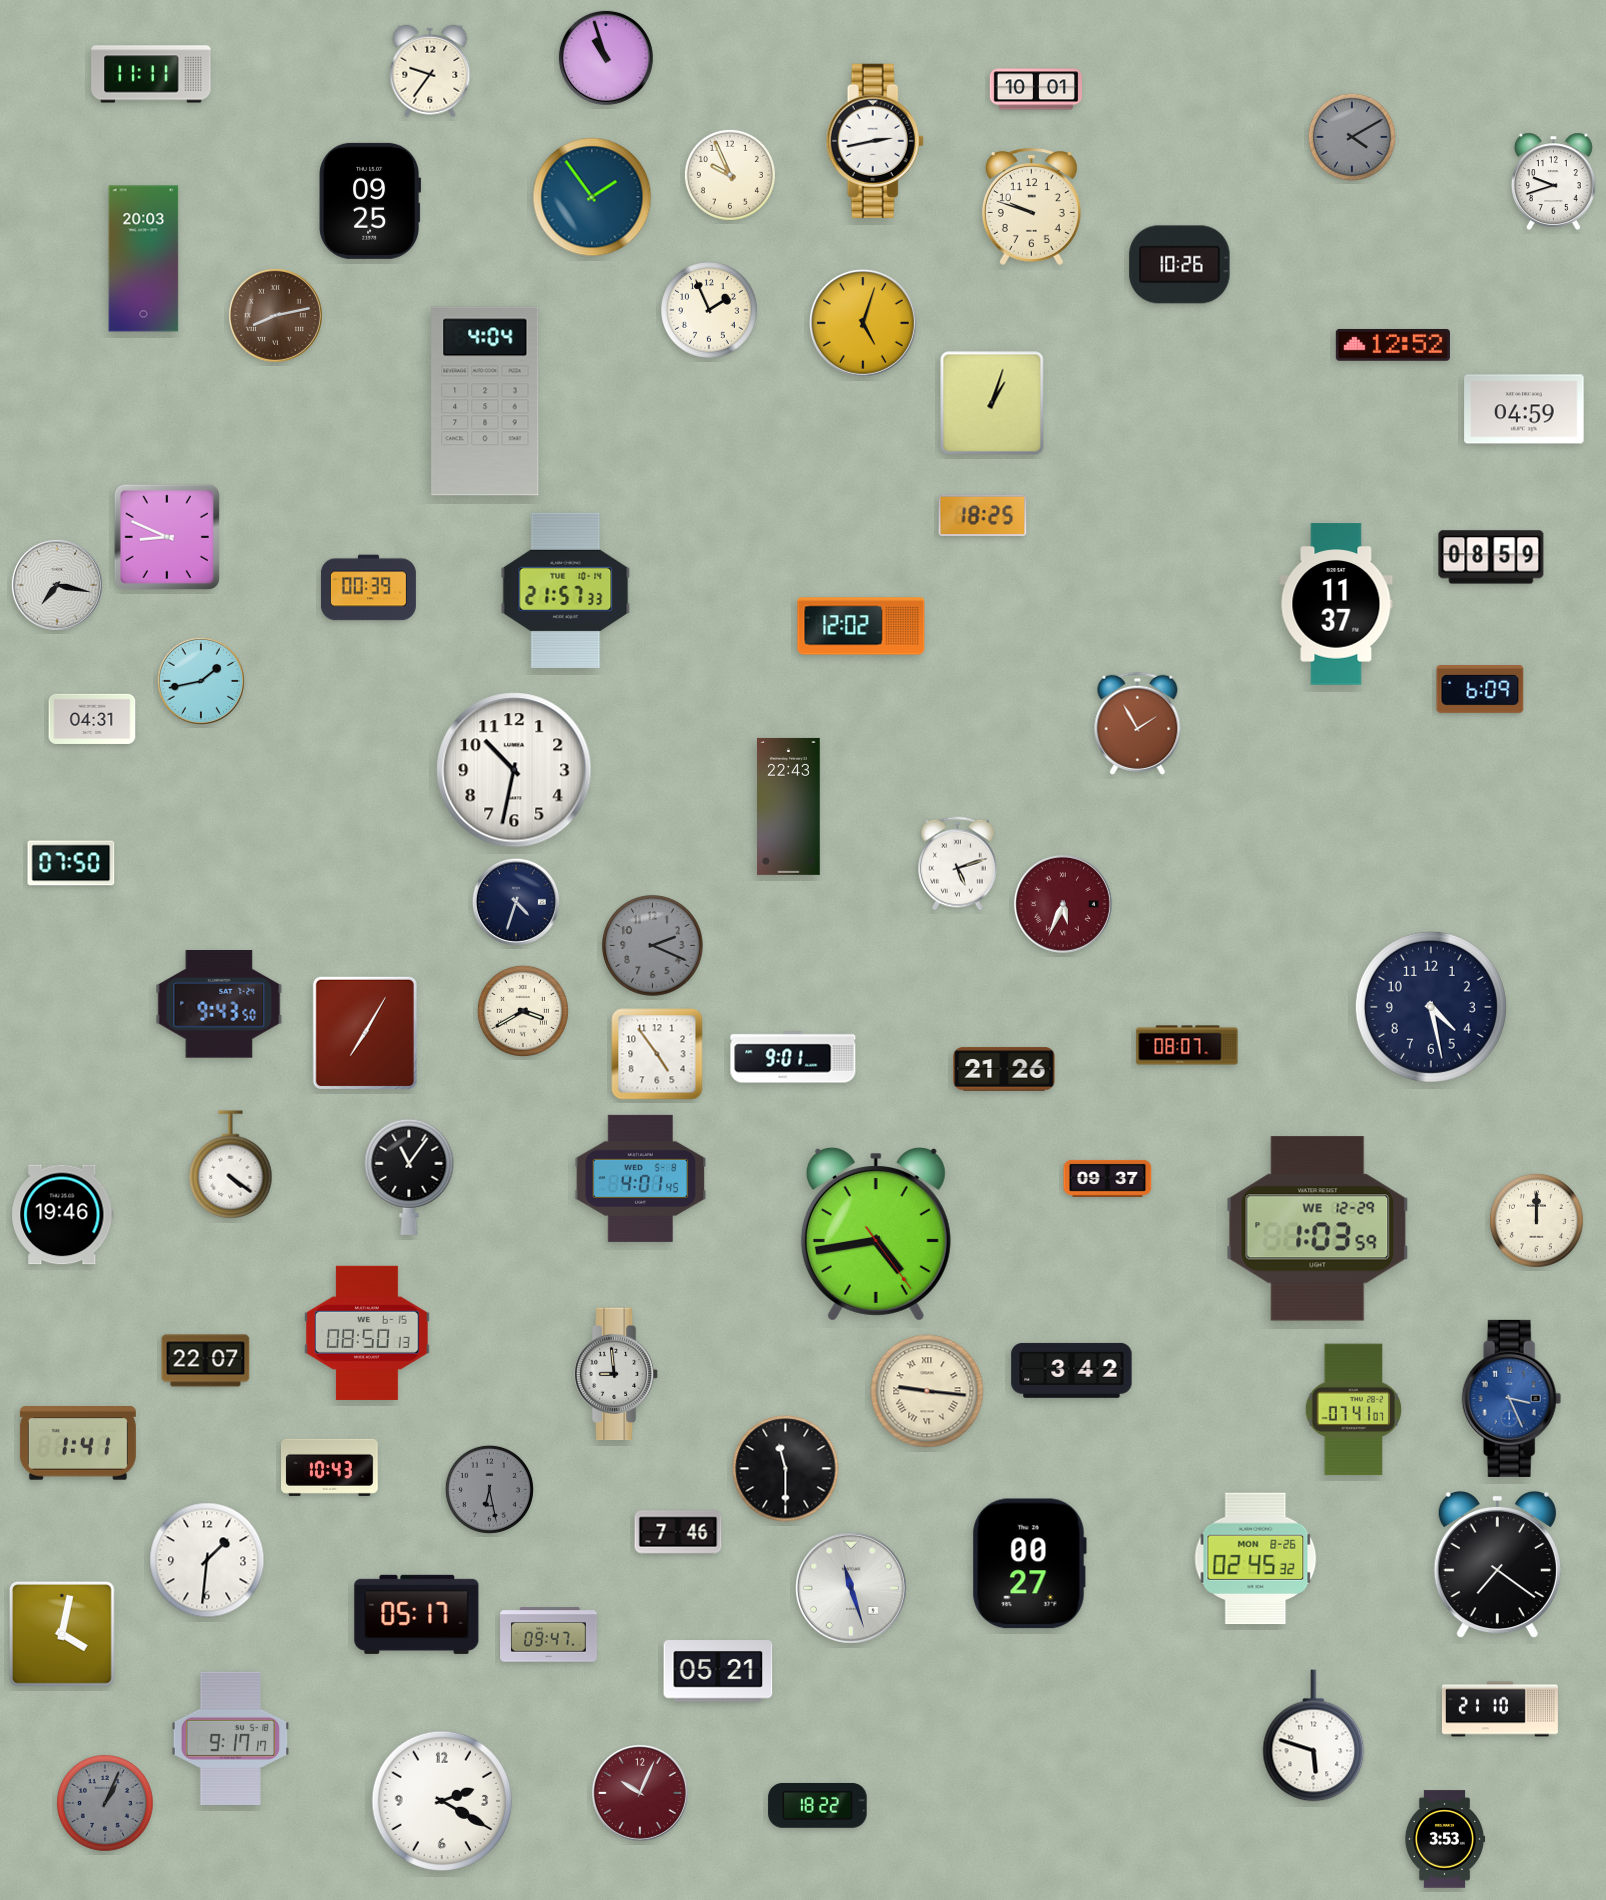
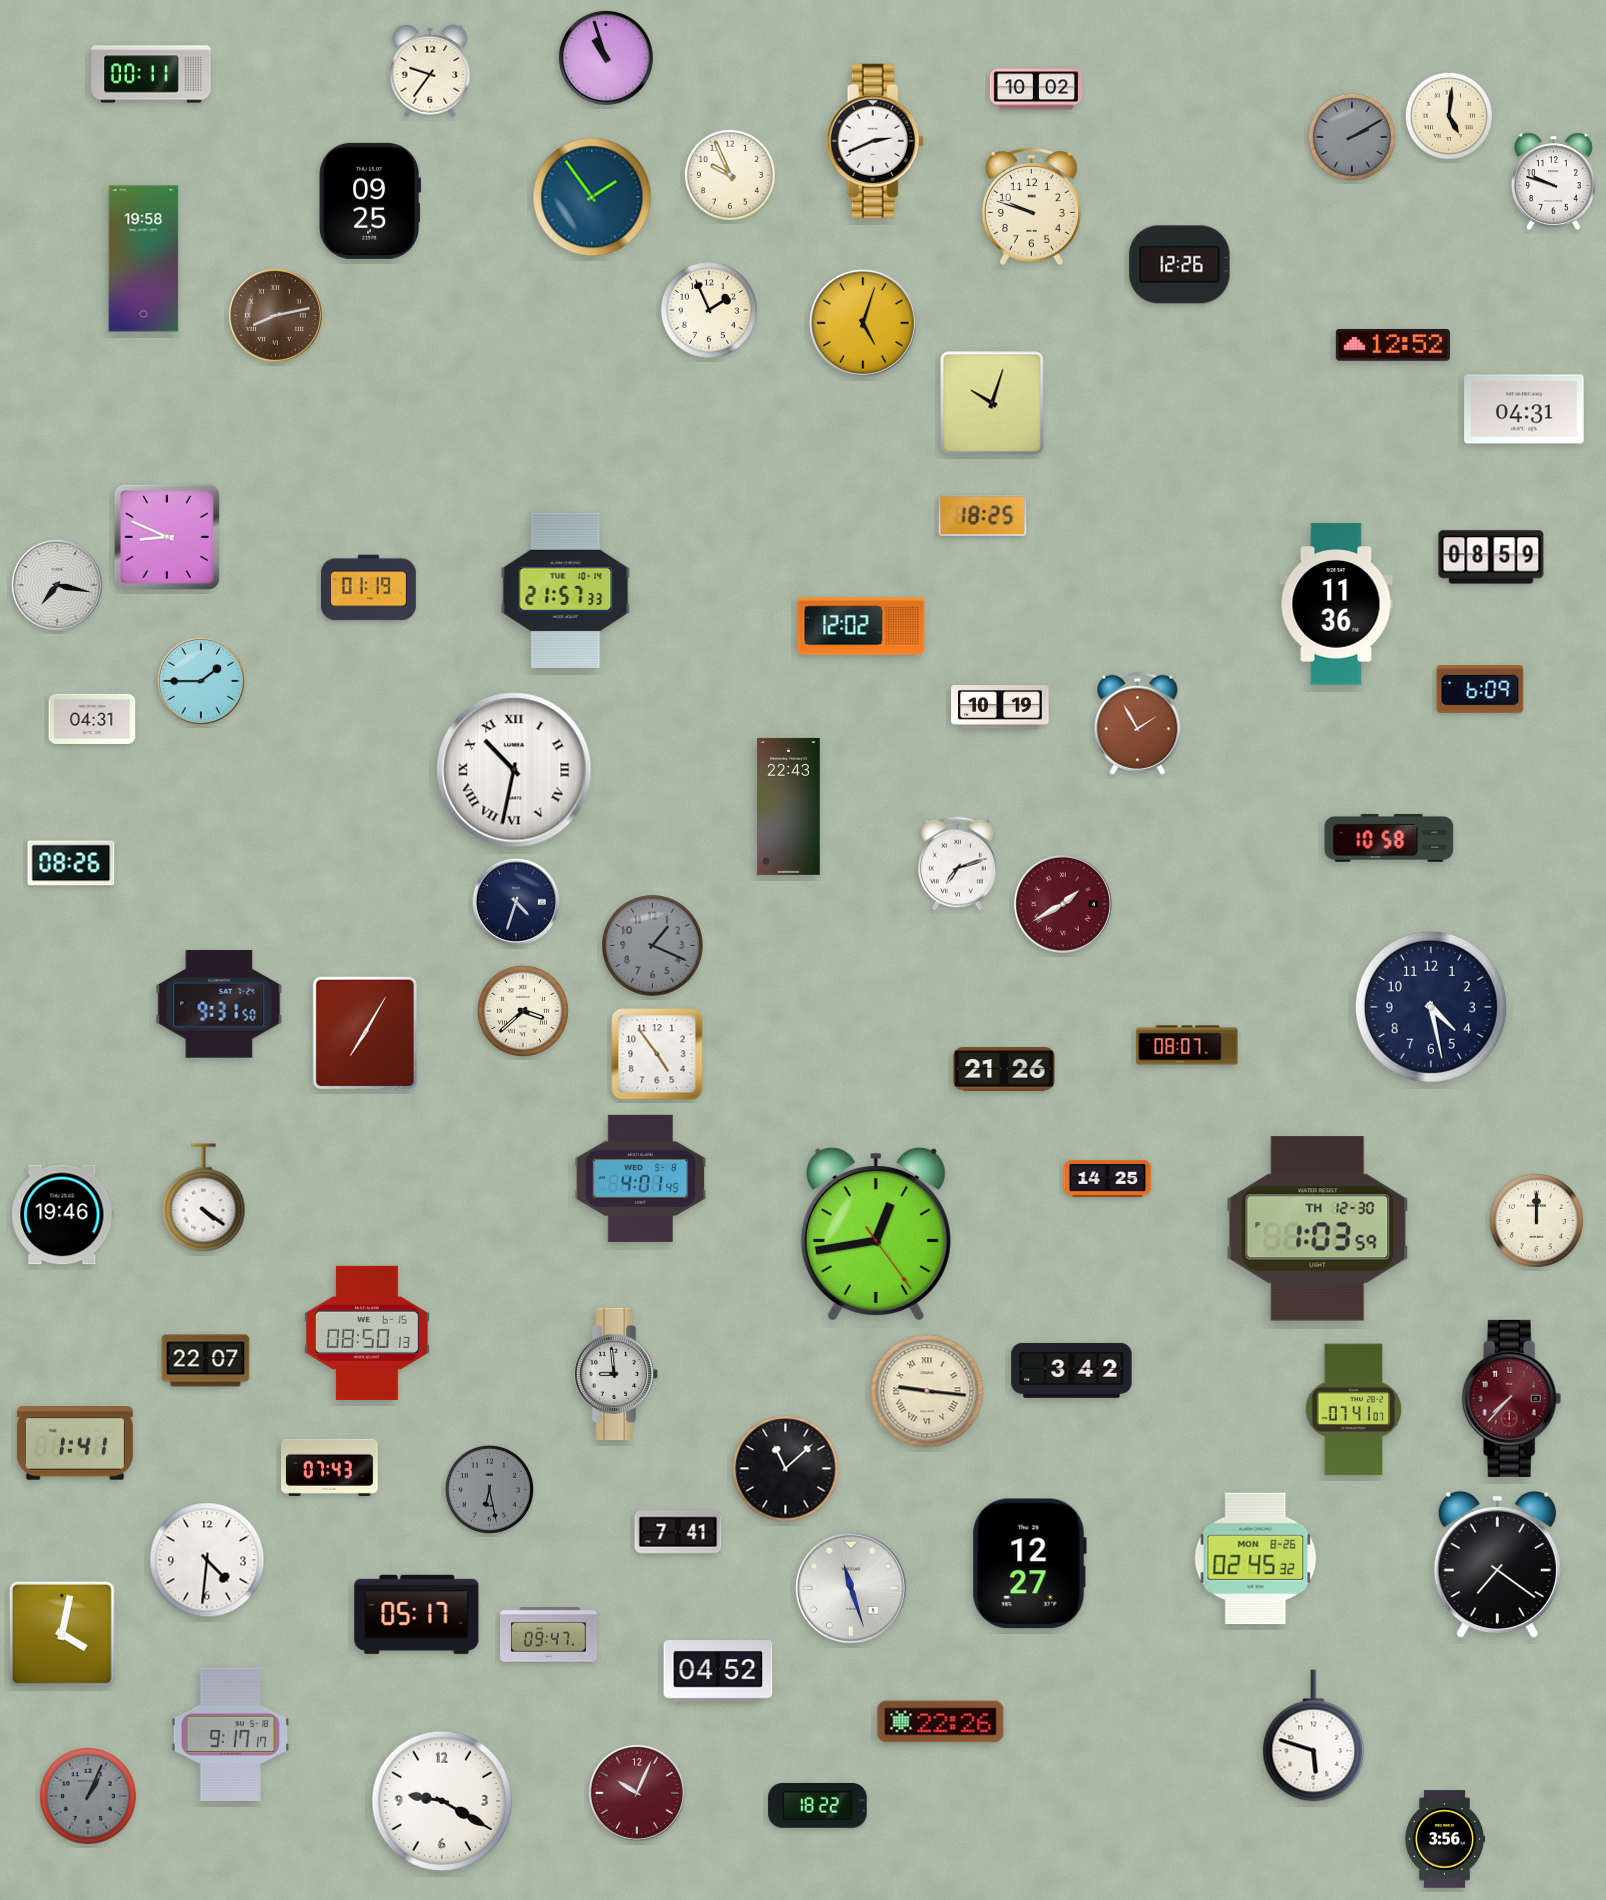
clock at (151, 74): 11:11 -> 00:11
clock at (1035, 89): 10:01 -> 10:02
clock at (1449, 116): none -> 5:01
clock at (1352, 137): 4:10 -> 2:10
clock at (875, 141): 2:43 -> 2:41
clock at (1554, 181): 9:42 -> 9:48
clock at (144, 259): 20:03 -> 19:58
clock at (1180, 265): 10:26 -> 12:26
clock at (485, 401): 4:04 -> none
clock at (992, 403): 1:03 -> 10:03
clock at (1524, 409): 04:59 -> 04:31
clock at (368, 588): 00:39 -> 01:19
clock at (1336, 604): 11:37 -> 11:36
clock at (201, 681): 1:43 -> 1:45
clock at (1000, 707): none -> 10:19
clock at (514, 770) numerals: Arabic -> Roman
clock at (1389, 838): none -> 10:58
clock at (71, 863): 07:50 -> 08:26
clock at (958, 864): 5:12 -> 7:12
clock at (1063, 904): 5:34 -> 1:40
clock at (653, 946): 2:19 -> 1:19
clock at (219, 1005): 9:43 -> 9:31
clock at (523, 1011): 3:40 -> 3:38
clock at (793, 1057): 9:01 -> none
clock at (231, 1165) position: (231, 1165) -> (204, 1198)
clock at (409, 1177): 11:06 -> none
clock at (1108, 1178): 09:37 -> 14:25
clock at (1318, 1229) date: WE 12-29 -> TH 12-30
clock at (876, 1234): 4:43 -> 12:43
clock at (1512, 1398): 3:26 -> 7:37
clock at (1512, 1398) dial: blue -> burgundy
clock at (78, 1444) position: (78, 1444) -> (75, 1444)
clock at (330, 1467): 10:43 -> 07:43
clock at (786, 1469): 11:30 -> 11:08
clock at (678, 1532): 7:46 -> 7:41
clock at (207, 1560): 1:31 -> 4:31
clock at (1029, 1564): 00:27 -> 12:27
clock at (718, 1671): 05:21 -> 04:52
clock at (1500, 1709): 21:10 -> none
clock at (941, 1722): none -> 22:26
clock at (231, 1738) position: (231, 1738) -> (231, 1734)
clock at (640, 1793) position: (640, 1793) -> (637, 1793)
clock at (441, 1800): 2:20 -> 9:20
clock at (106, 1804) position: (106, 1804) -> (89, 1797)
clock at (1445, 1839): 3:53 -> 3:56
